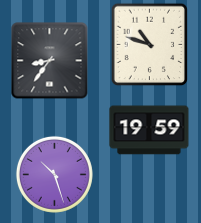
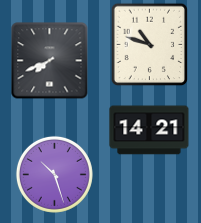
clock at (50, 61): 8:36 -> 7:41
clock at (149, 130): 19:59 -> 14:21
